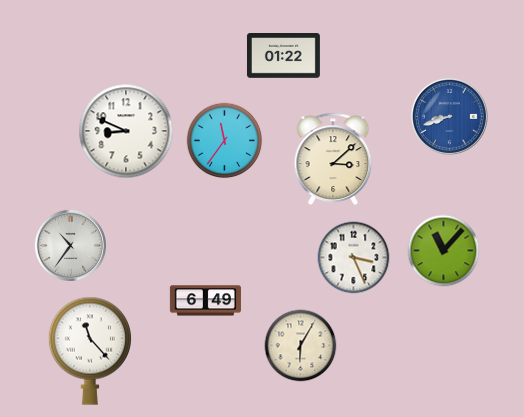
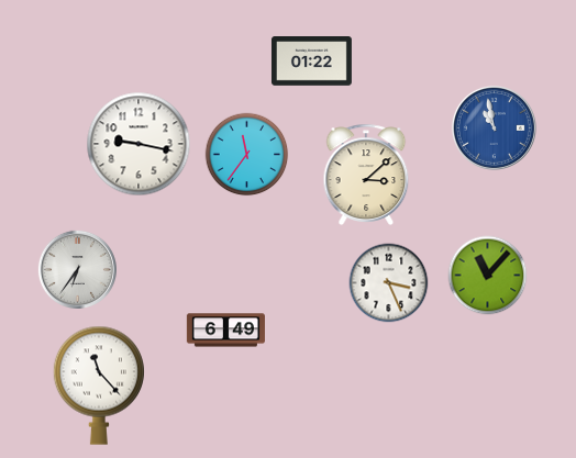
clock at (449, 116): 8:42 -> 10:58
clock at (126, 131): 8:49 -> 9:17
clock at (70, 245): 10:36 -> 6:36
clock at (301, 346): 6:05 -> none
